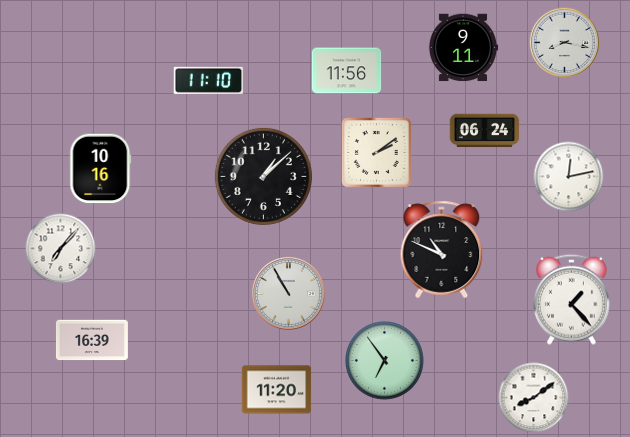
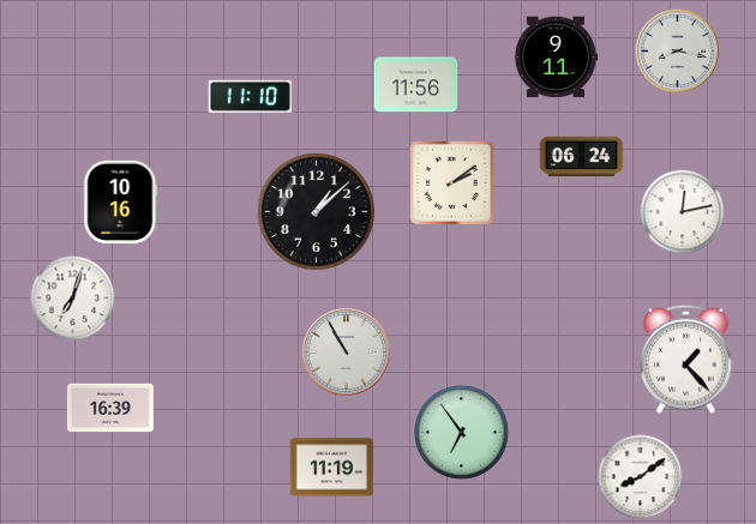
clock at (61, 249): 7:07 -> 7:03
clock at (442, 250): 10:49 -> none
clock at (277, 390): 11:20 -> 11:19
